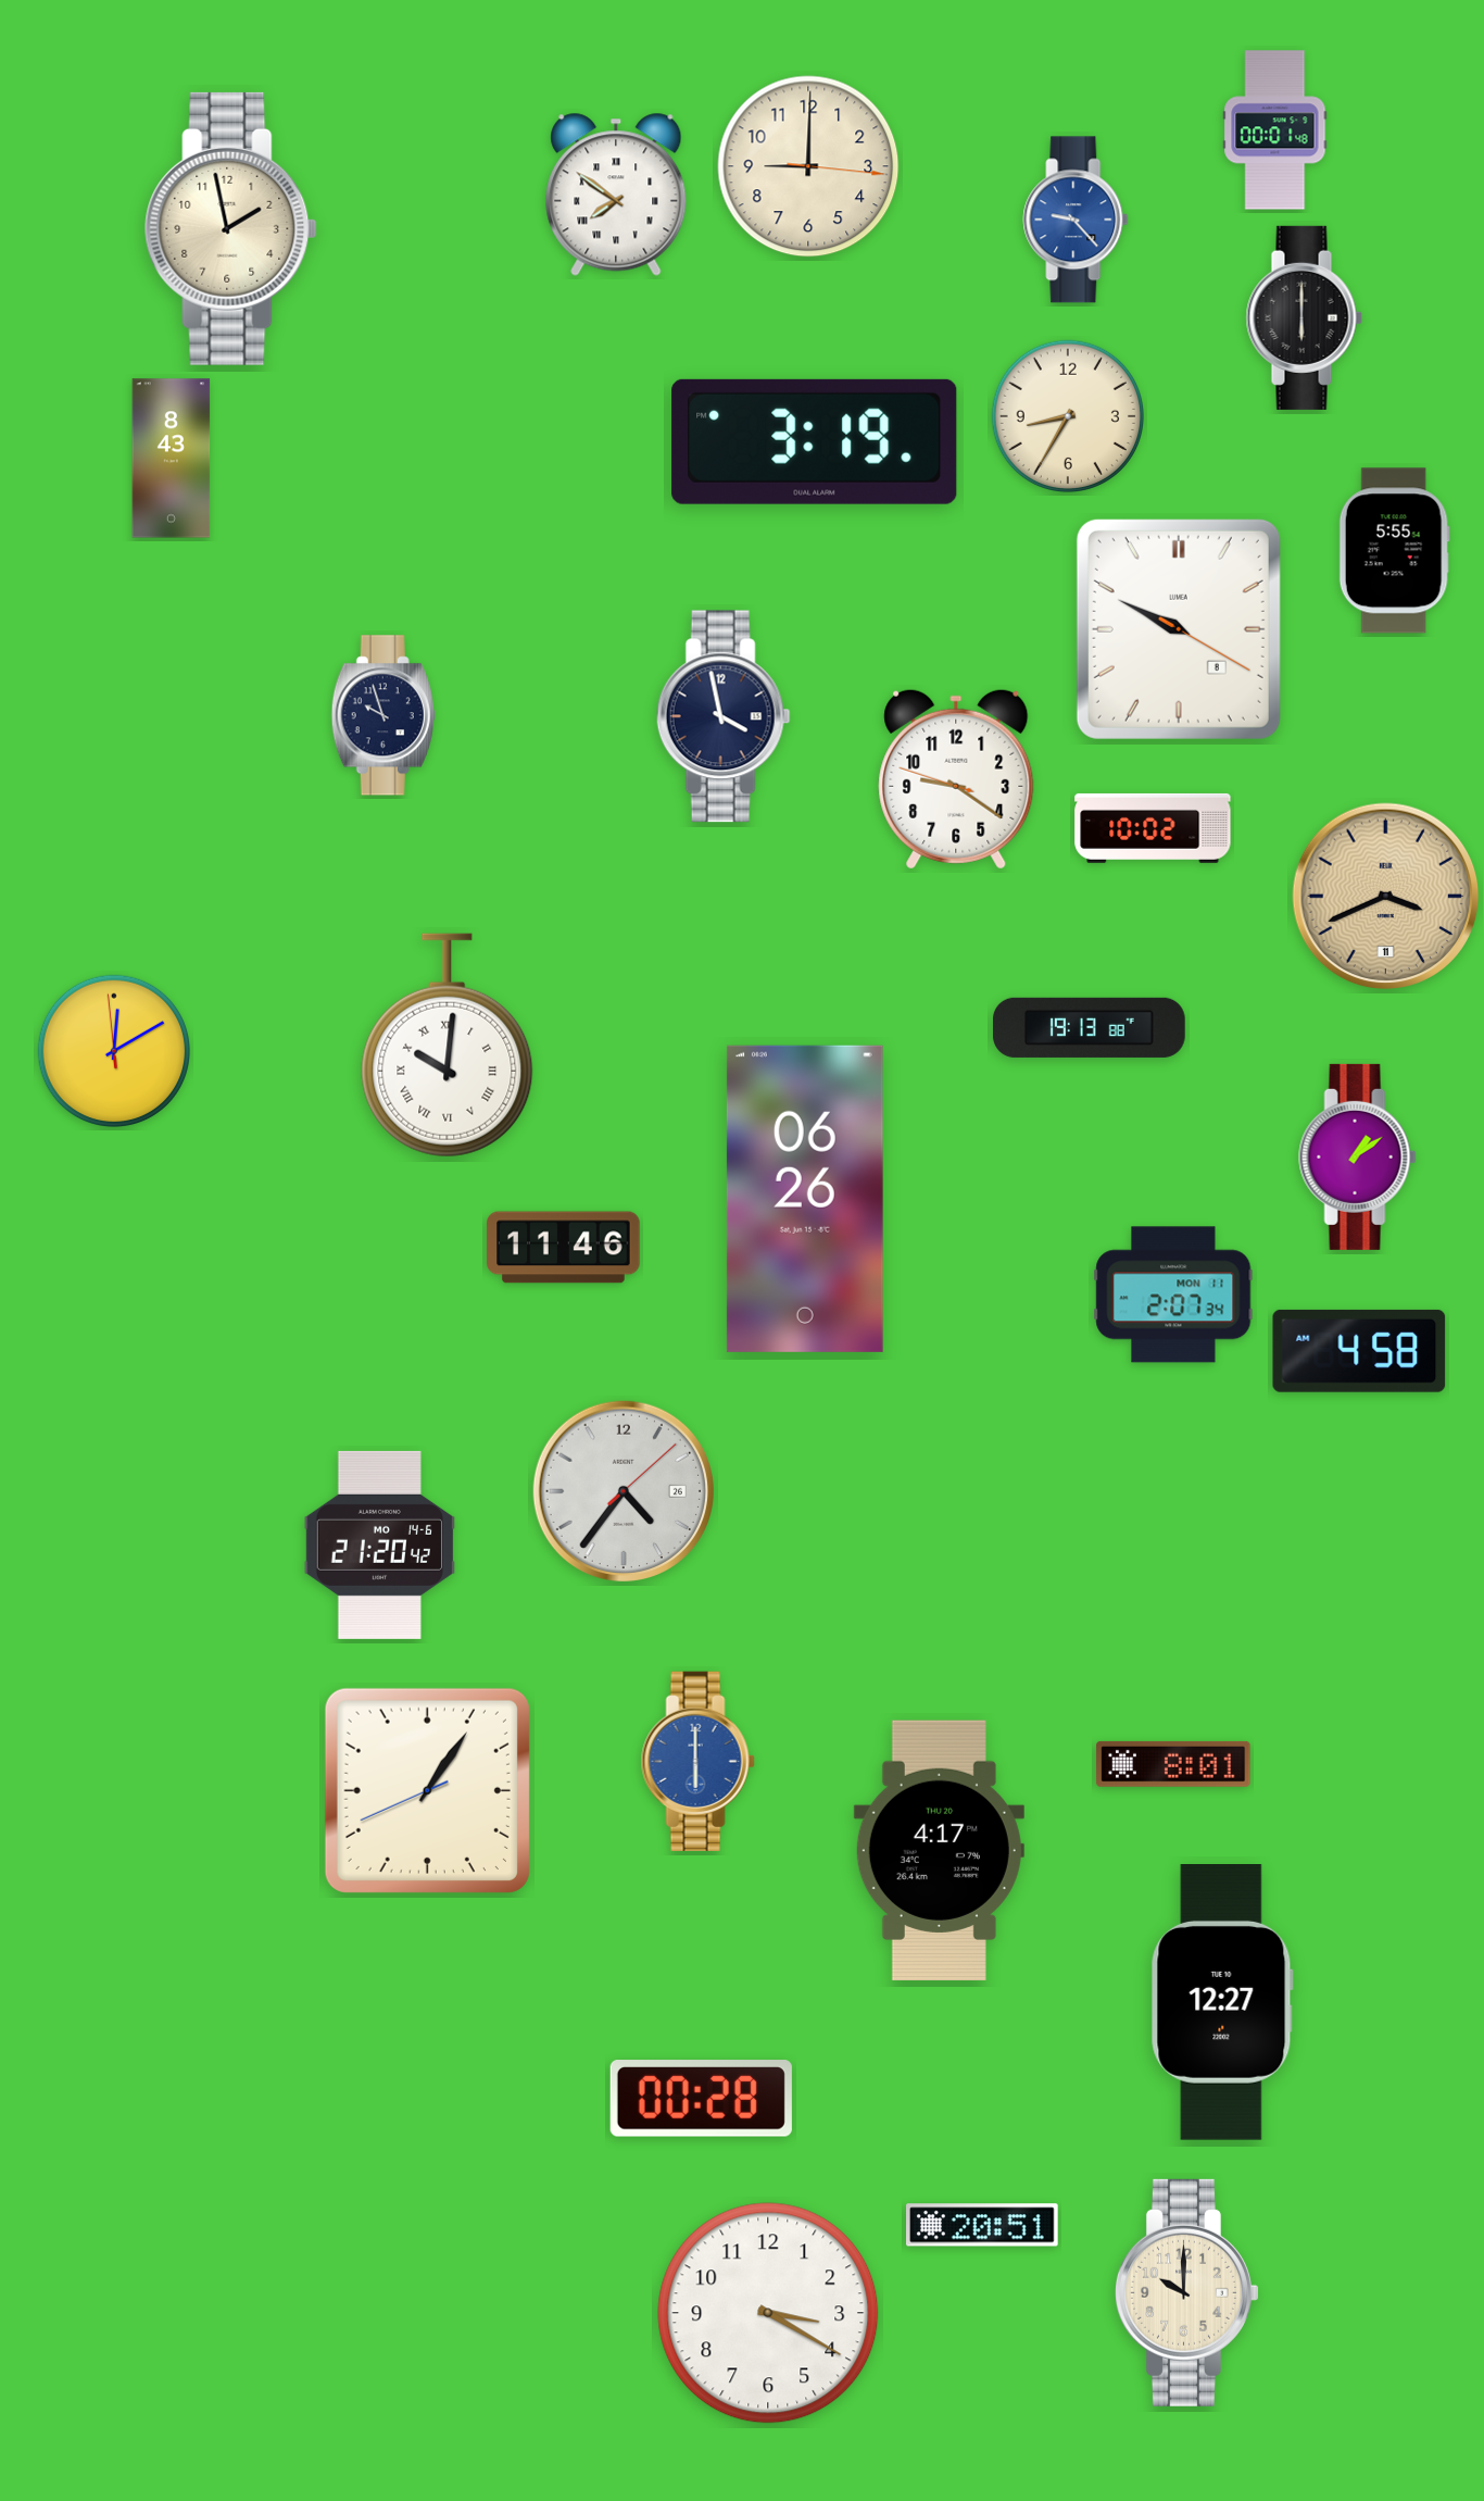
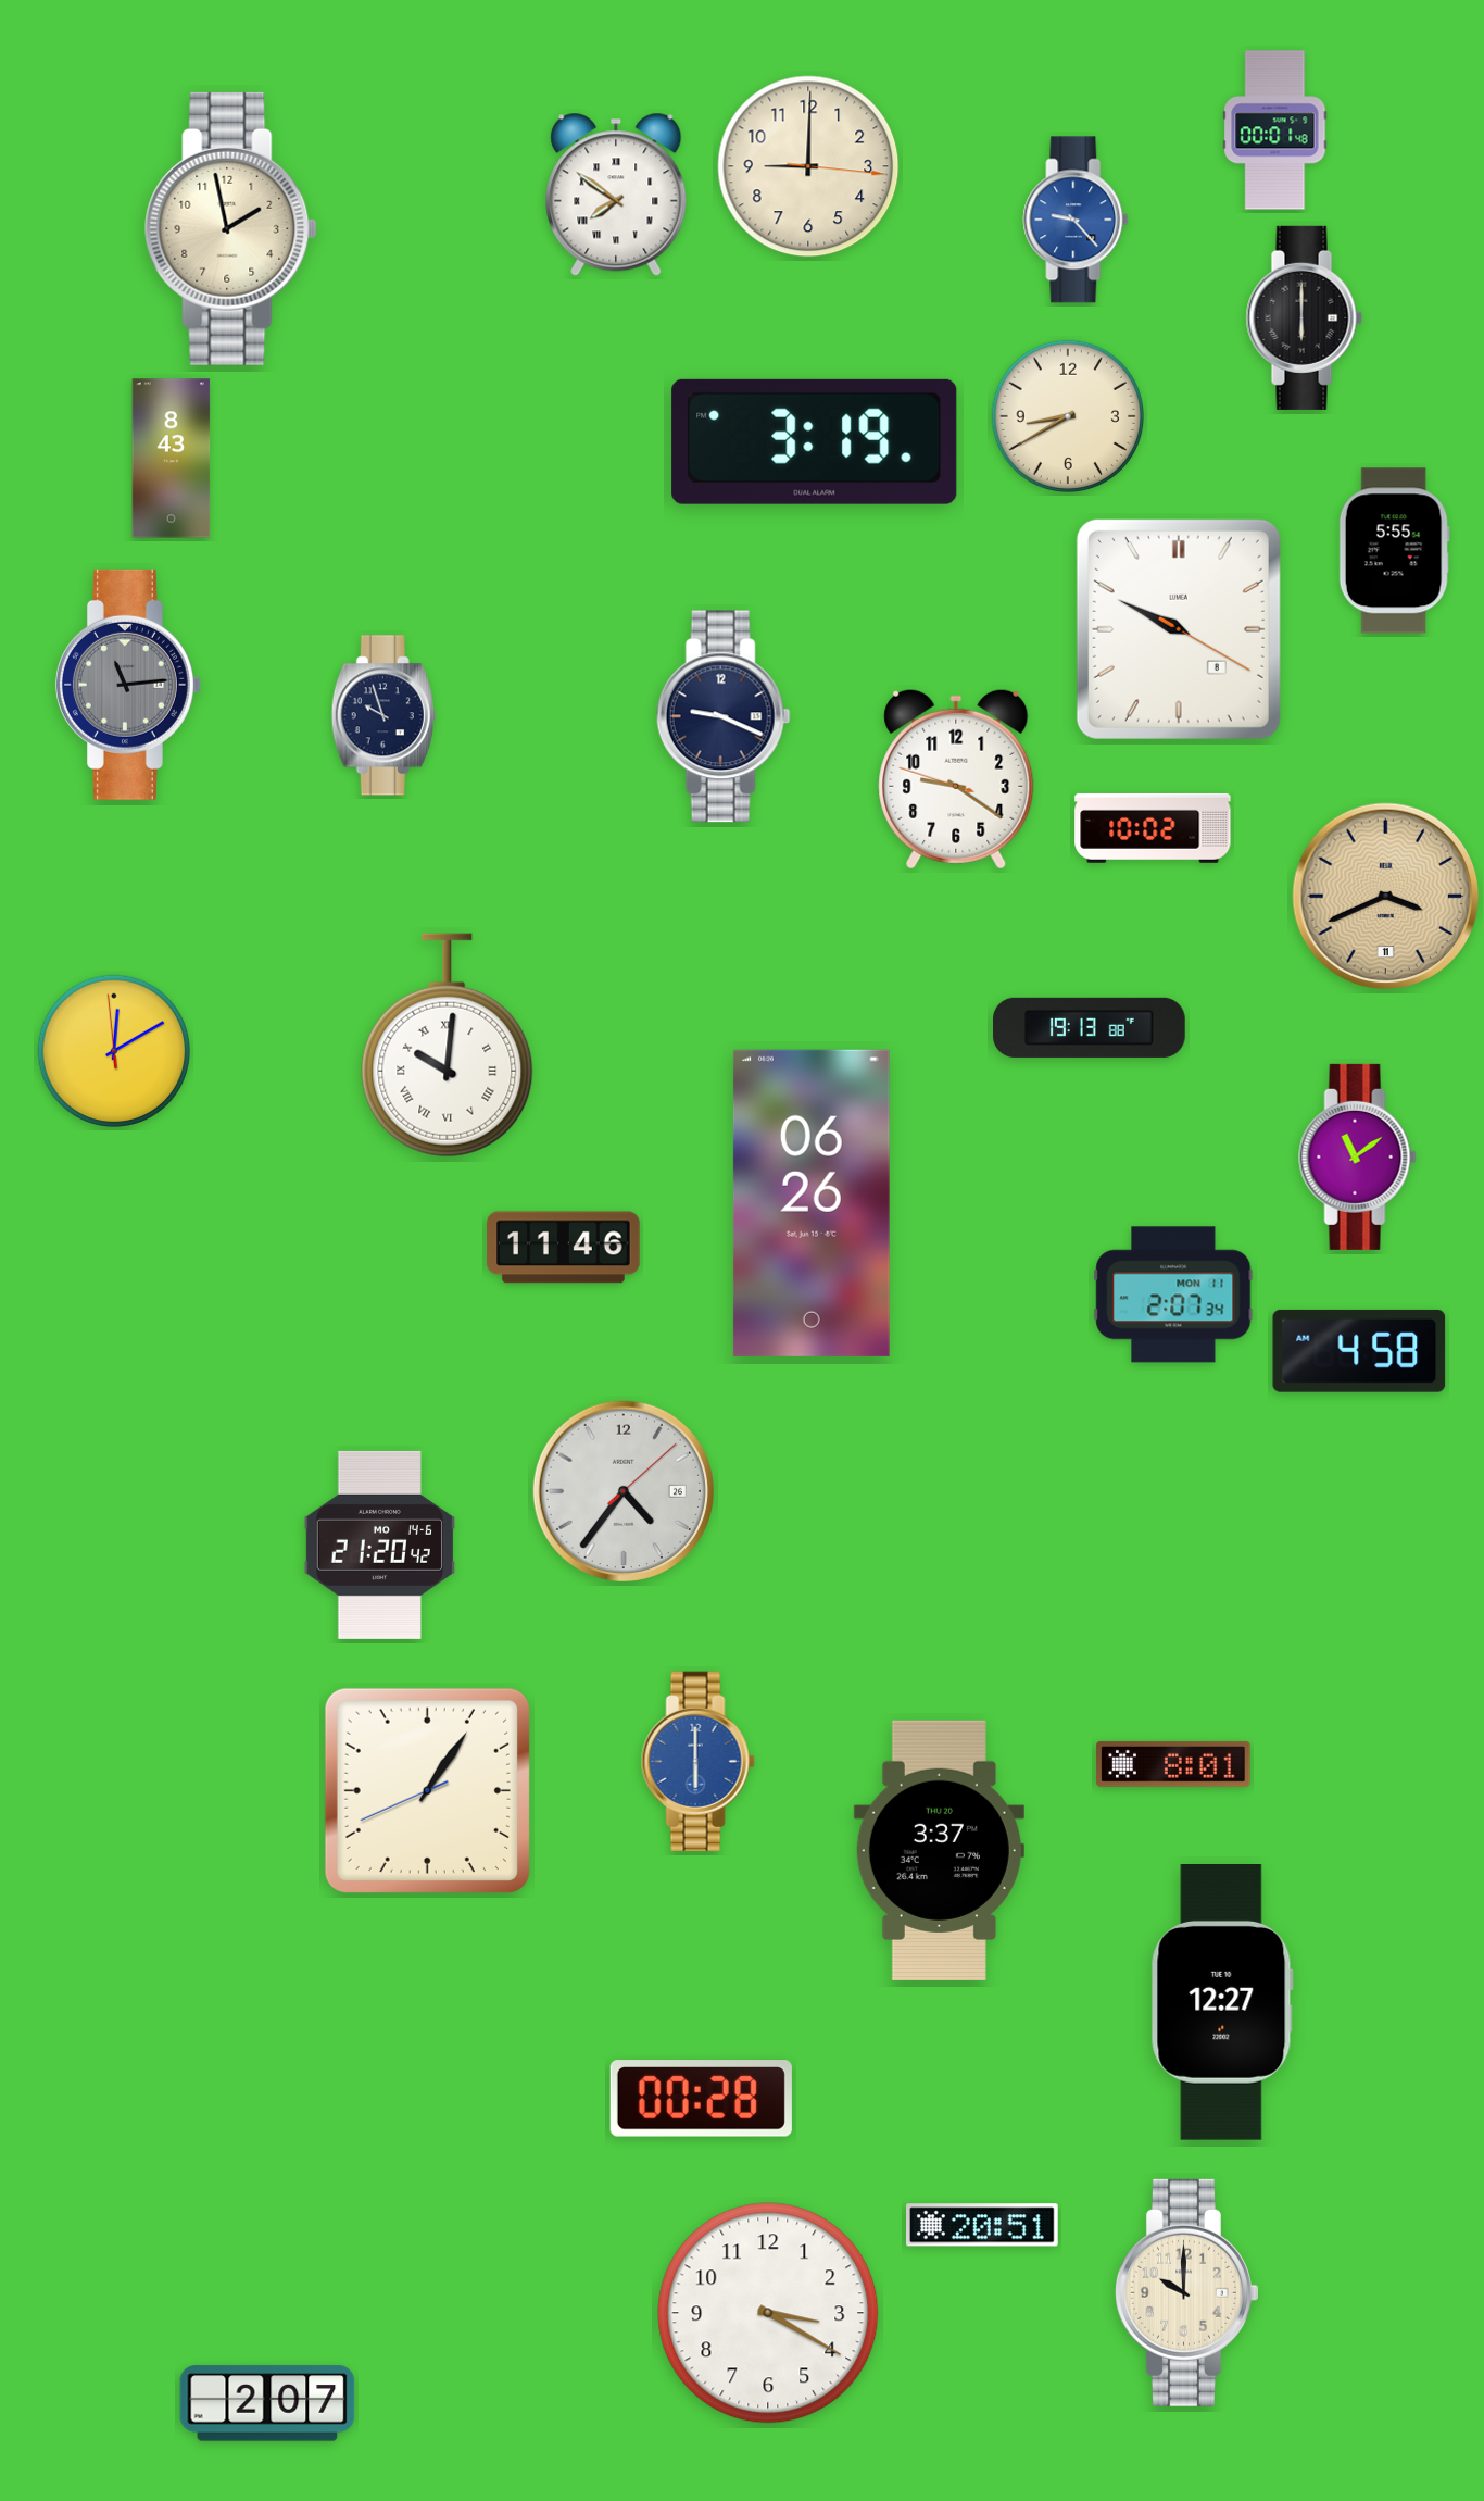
clock at (1067, 415): 8:35 -> 8:40
clock at (128, 685): none -> 11:14
clock at (724, 716): 3:58 -> 9:19
clock at (1358, 1156): 1:09 -> 11:09
clock at (805, 1199) position: (805, 1199) -> (812, 1203)
clock at (939, 1850): 4:17 -> 3:37
clock at (267, 2403): none -> 2:07
